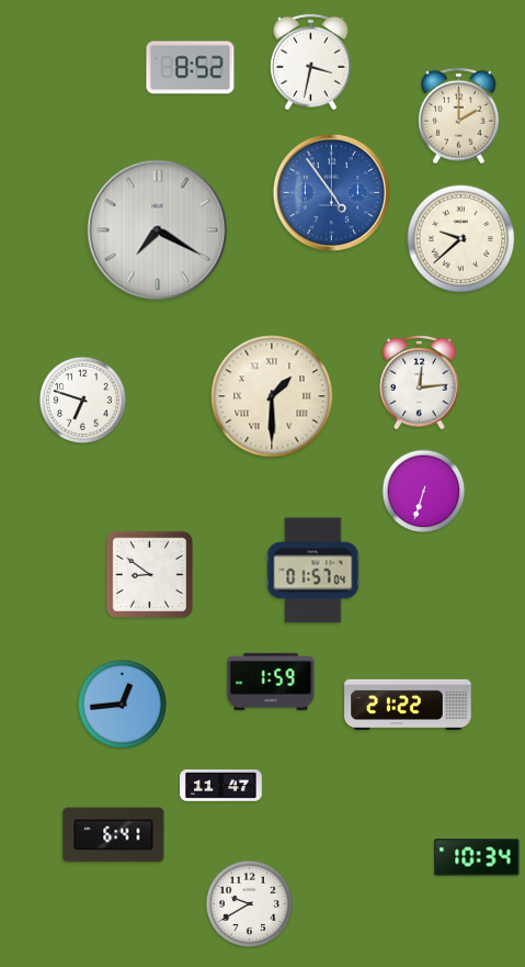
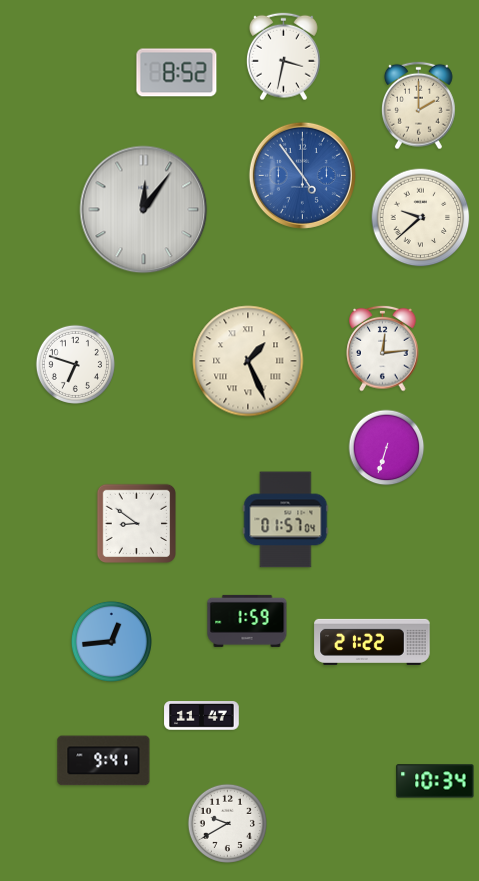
clock at (191, 68) position: (191, 68) -> (177, 73)
clock at (158, 230): 7:20 -> 12:06
clock at (272, 396): 1:30 -> 1:26
clock at (114, 835): 6:41 -> 9:41
